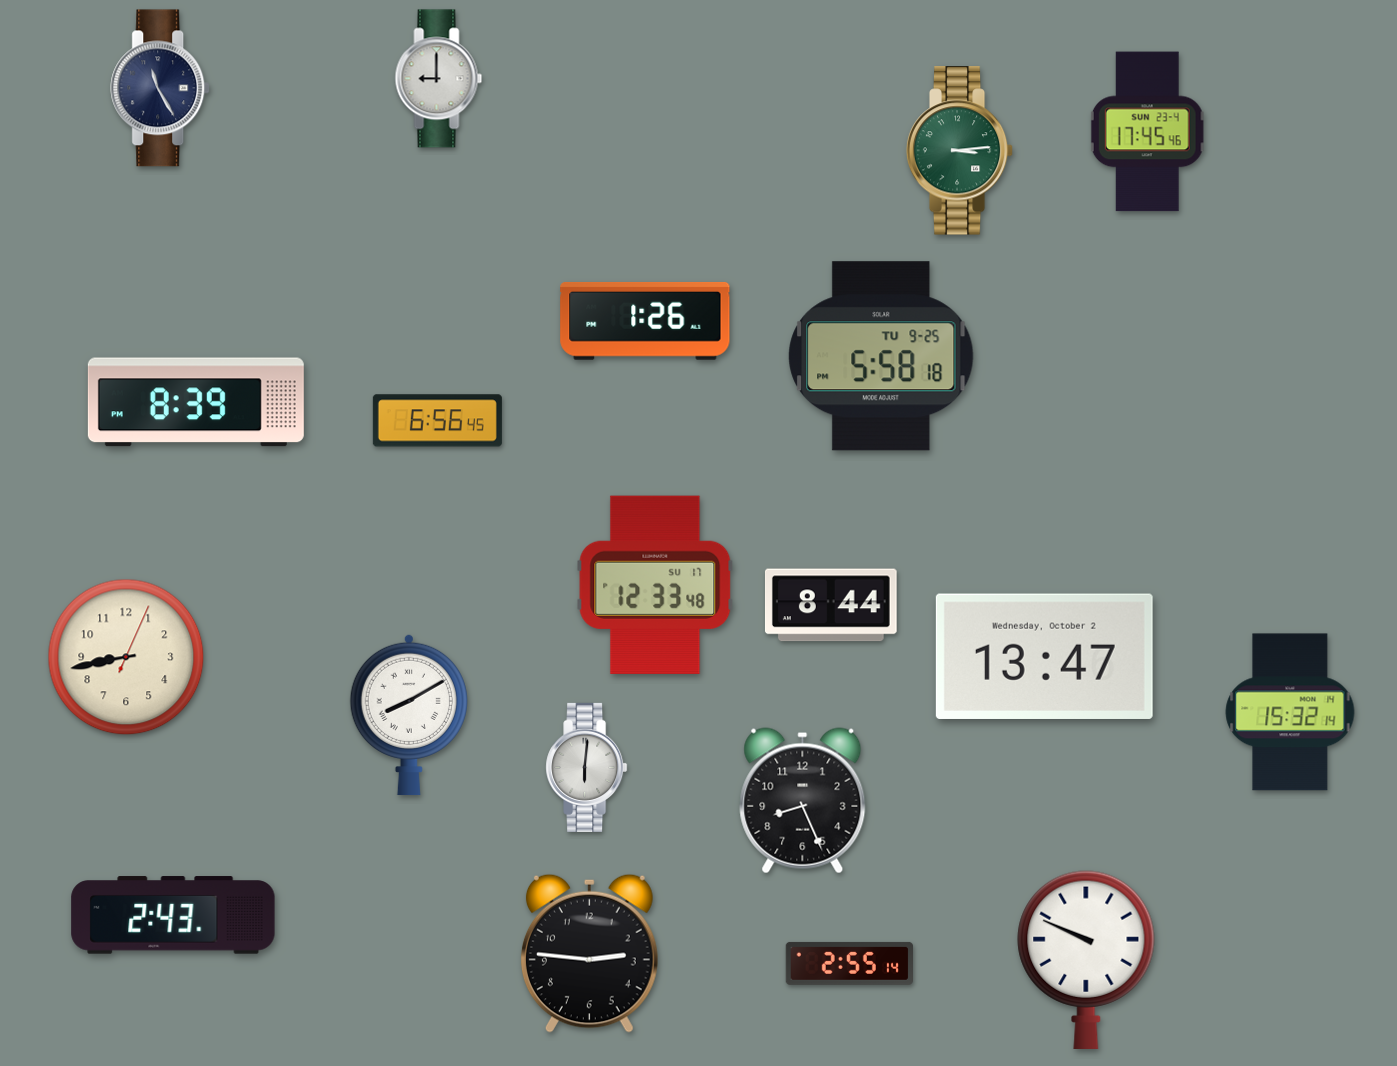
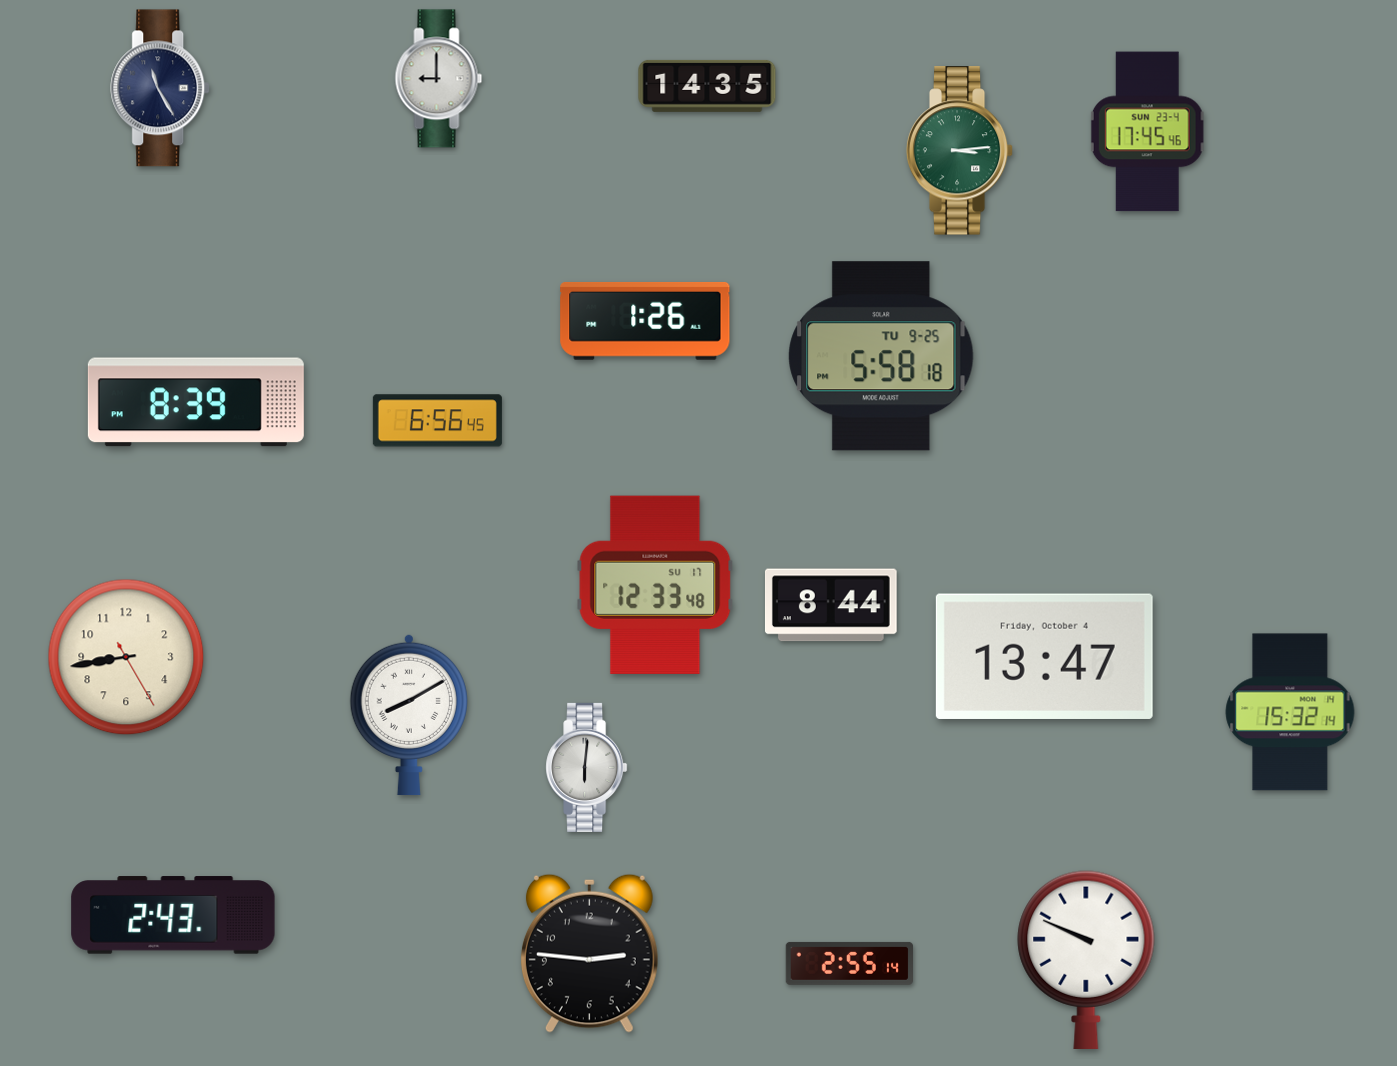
clock at (707, 86): none -> 14:35
clock at (1044, 656) date: Wednesday, October 2 -> Friday, October 4
clock at (126, 657): 8:43:04 -> 8:43:25
clock at (803, 801): 8:26 -> none
